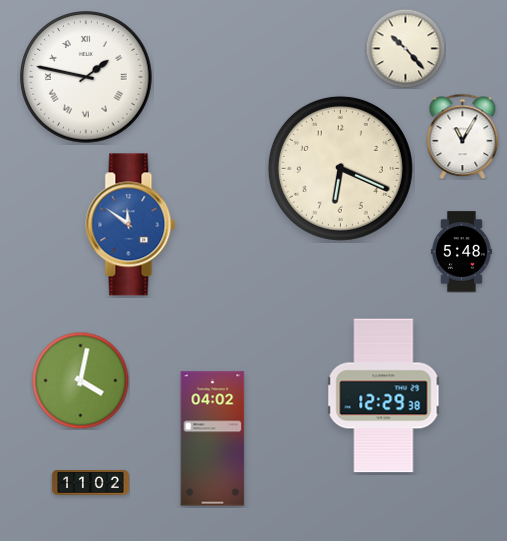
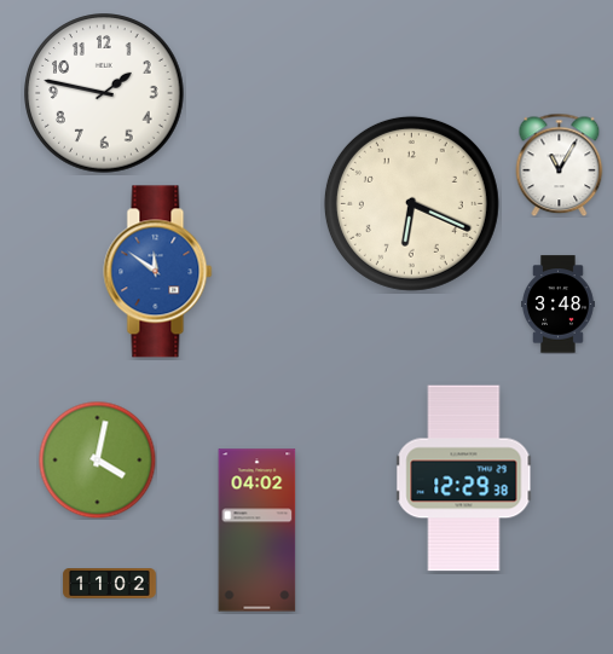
clock at (405, 48): 10:23 -> none
clock at (86, 77) numerals: Roman -> Arabic
clock at (462, 252): 5:48 -> 3:48
